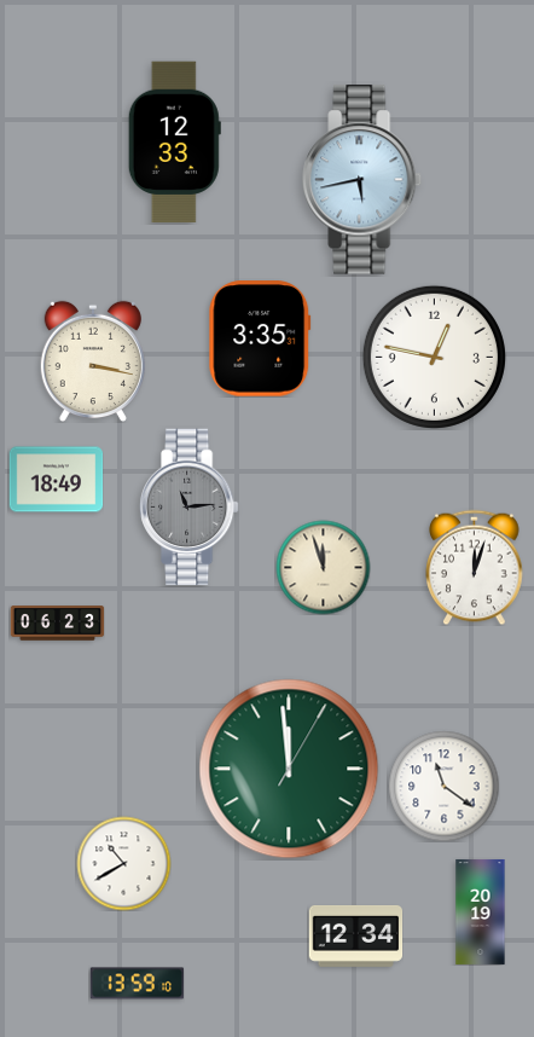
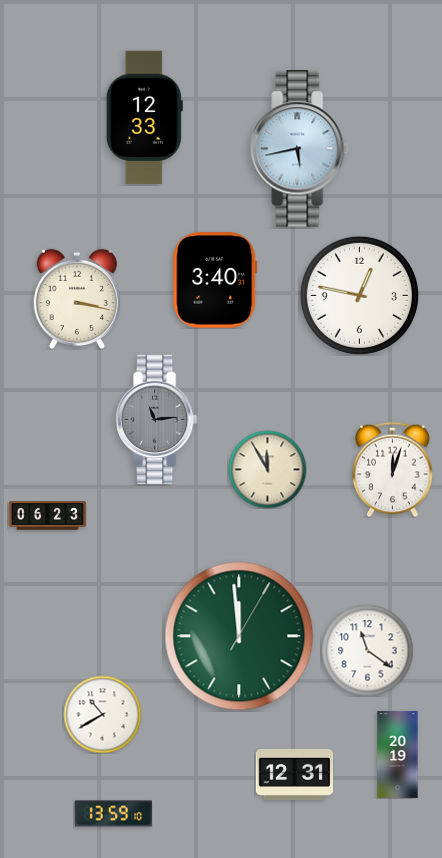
clock at (260, 338): 3:35 -> 3:40
clock at (56, 480): 18:49 -> none
clock at (323, 567): 11:57 -> 11:55
clock at (355, 935): 12:34 -> 12:31
